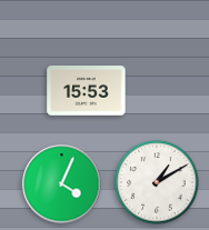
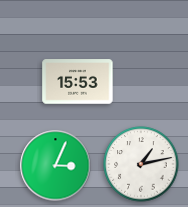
clock at (157, 182): 1:10 -> 1:13
clock at (62, 184): 4:04 -> 3:04
